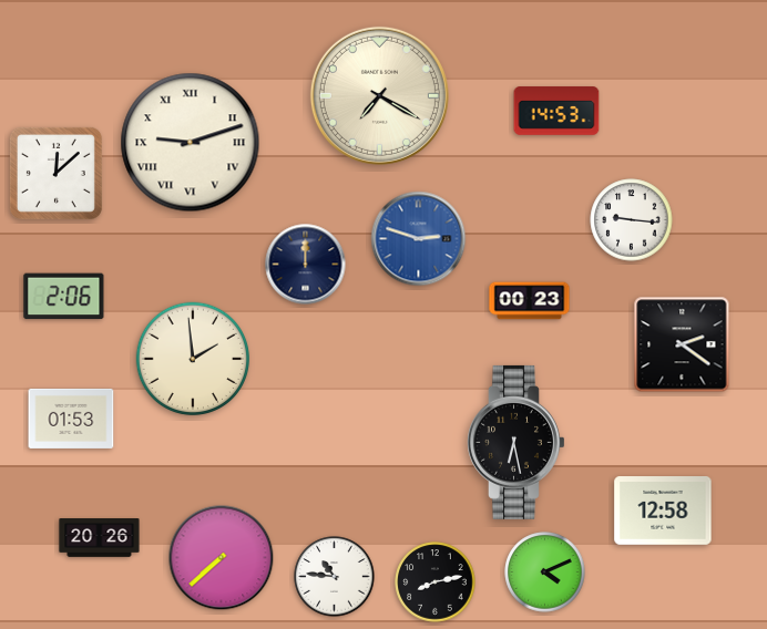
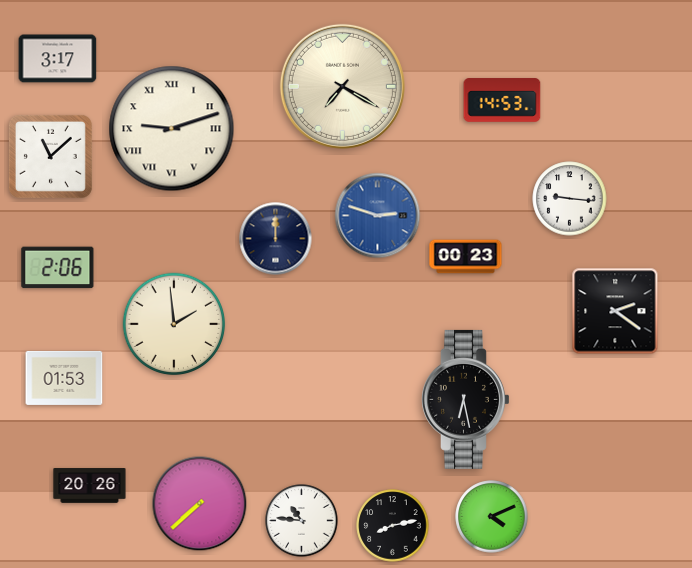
clock at (58, 59): none -> 3:17
clock at (55, 173): 12:08 -> 11:08
clock at (530, 301) position: (530, 301) -> (466, 257)
clock at (663, 512): 12:58 -> none
